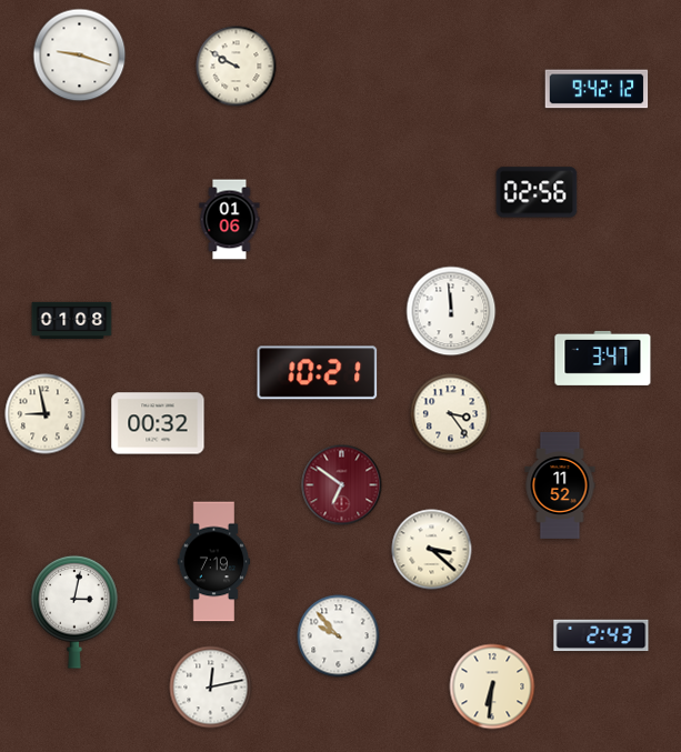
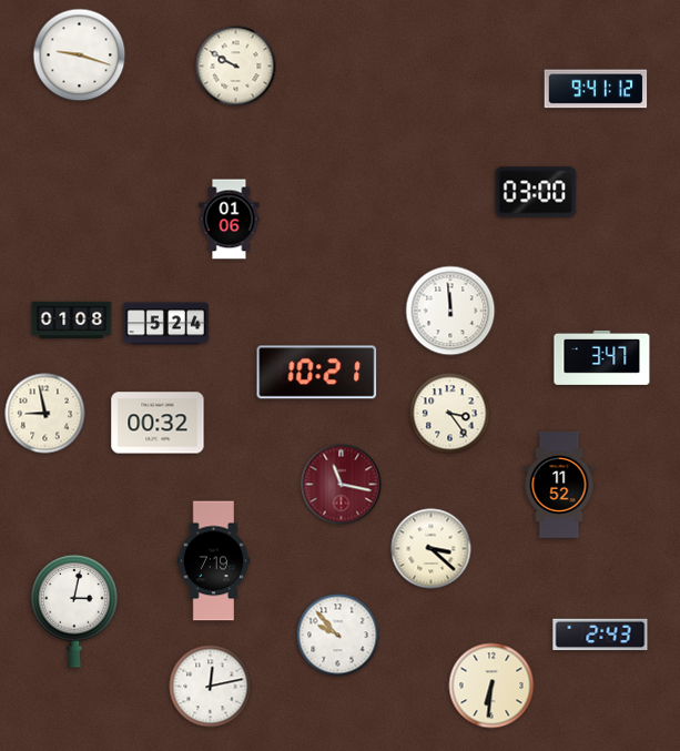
clock at (597, 89): 9:42 -> 9:41
clock at (537, 192): 02:56 -> 03:00
clock at (165, 324): none -> 5:24
clock at (342, 485): 6:51 -> 11:17
